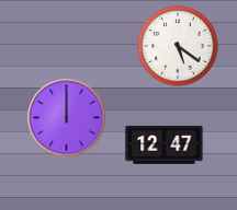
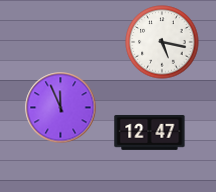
clock at (178, 46): 5:21 -> 5:17
clock at (67, 118): 12:00 -> 11:56
